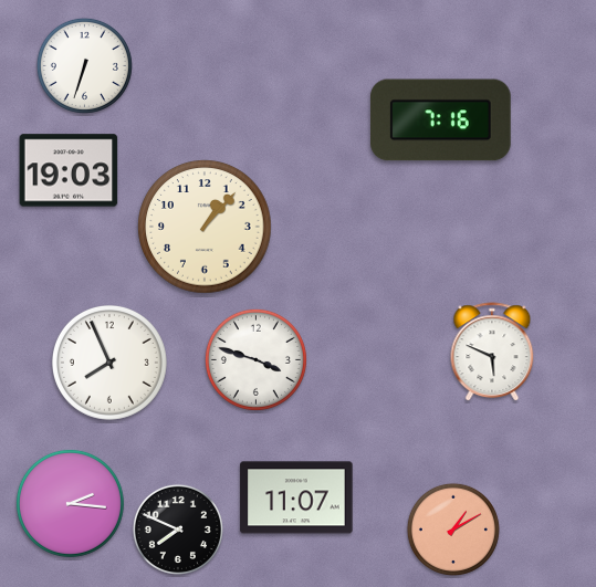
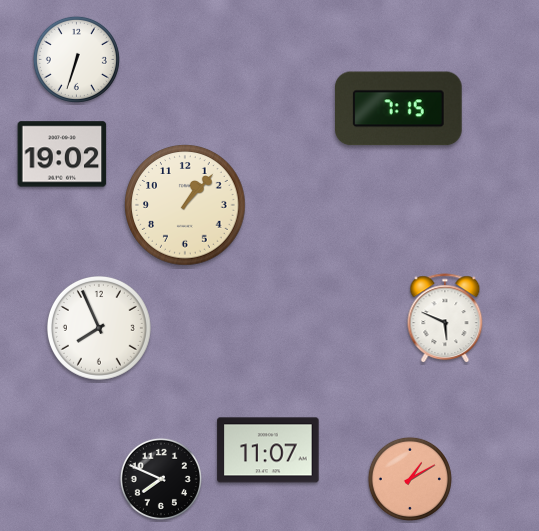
clock at (441, 120): 7:16 -> 7:15
clock at (69, 170): 19:03 -> 19:02
clock at (255, 359): 3:48 -> none
clock at (70, 503): 2:16 -> none
